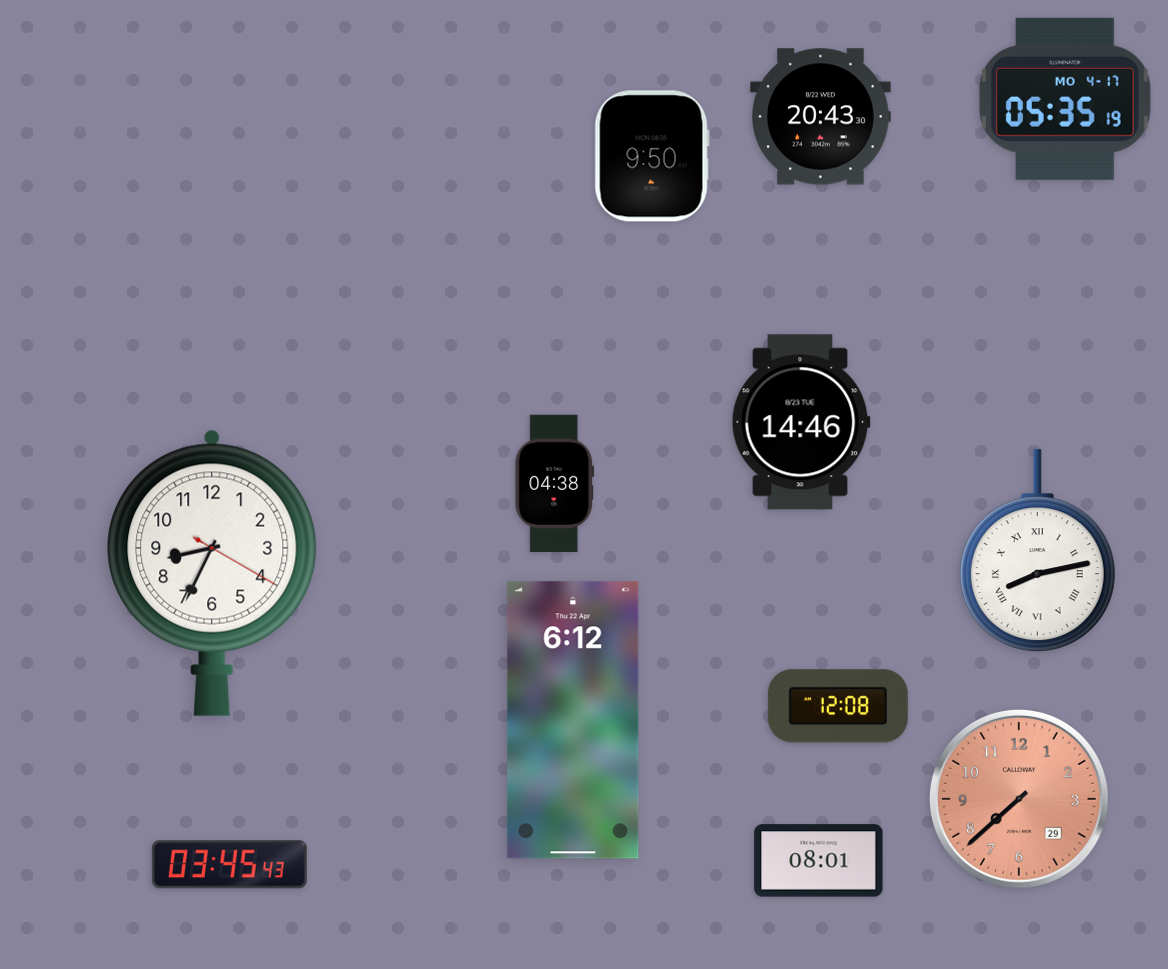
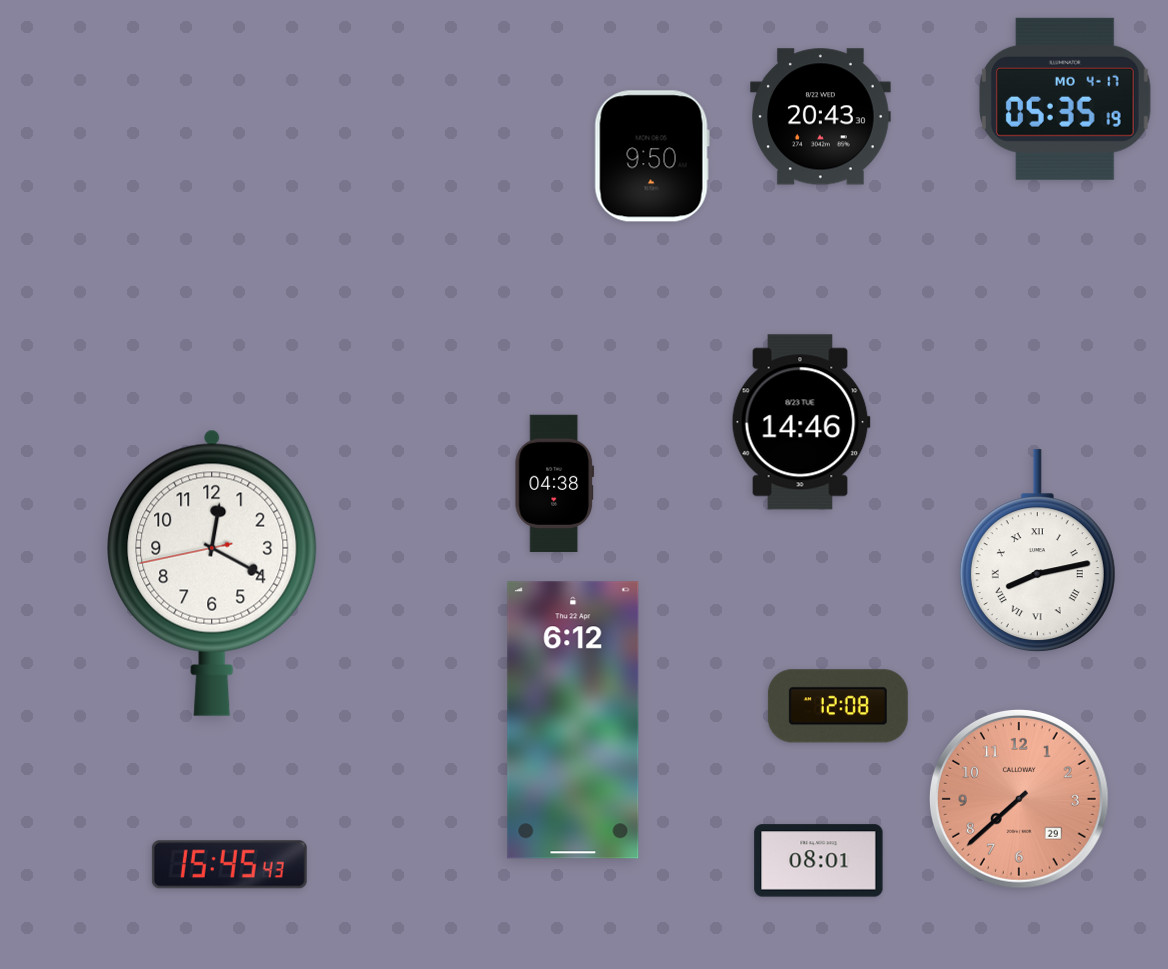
clock at (212, 573): 8:34 -> 12:19
clock at (229, 865): 03:45 -> 15:45
